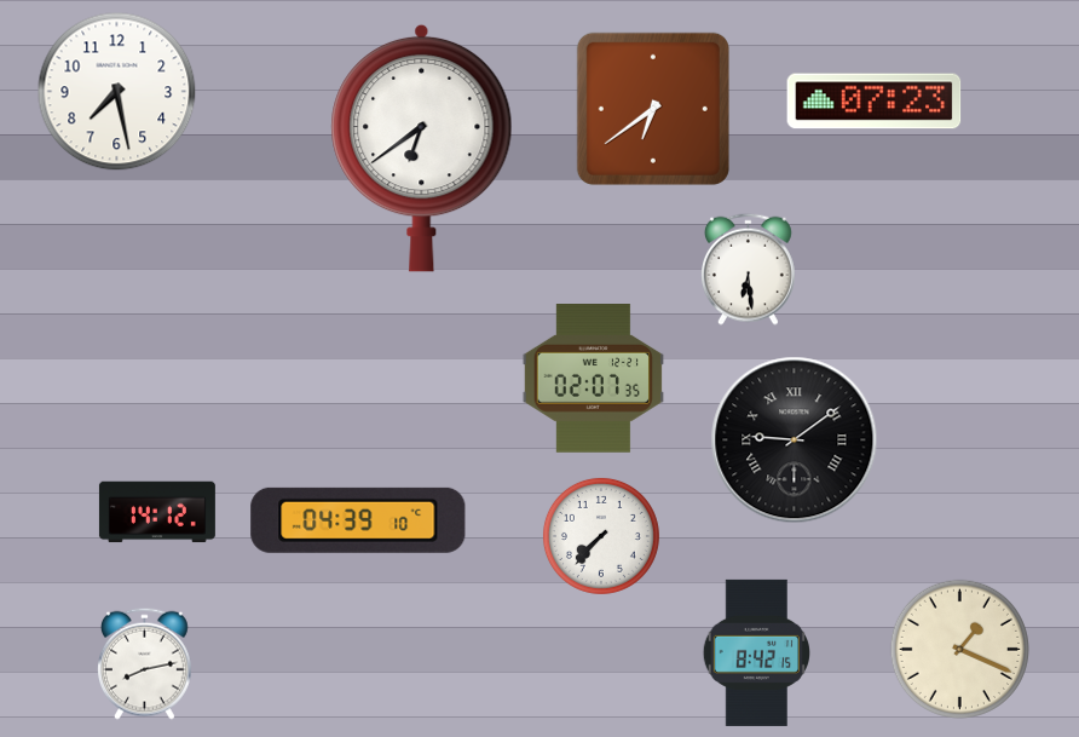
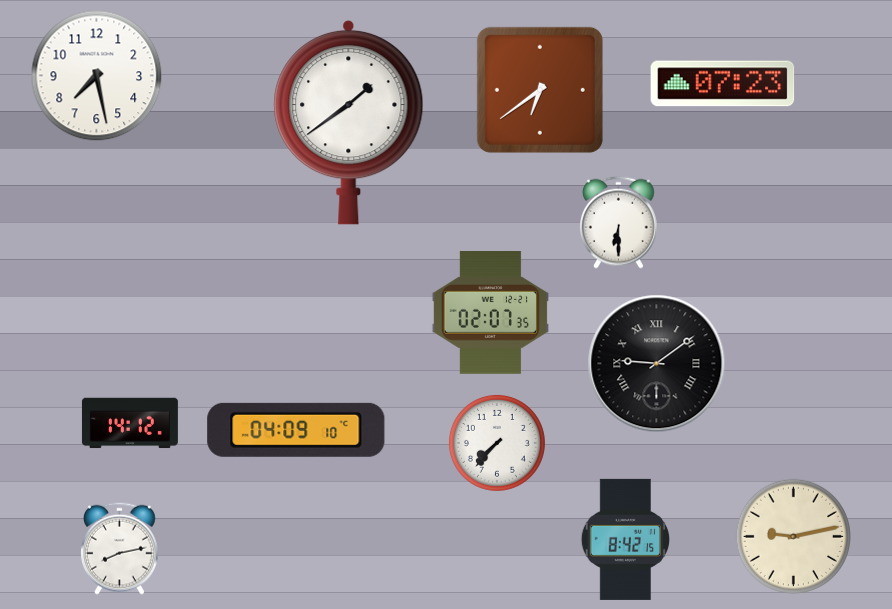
clock at (422, 148): 6:39 -> 1:39
clock at (749, 269): 6:29 -> 6:30
clock at (358, 520): 04:39 -> 04:09
clock at (959, 649): 1:19 -> 9:13
